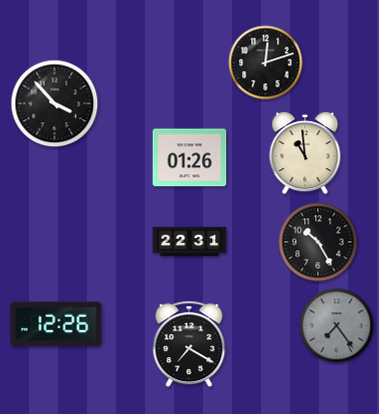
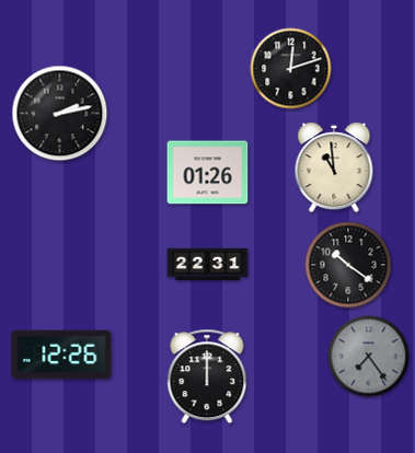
clock at (55, 104): 3:53 -> 2:13
clock at (318, 242): 10:25 -> 10:21
clock at (189, 344): 7:20 -> 12:00
